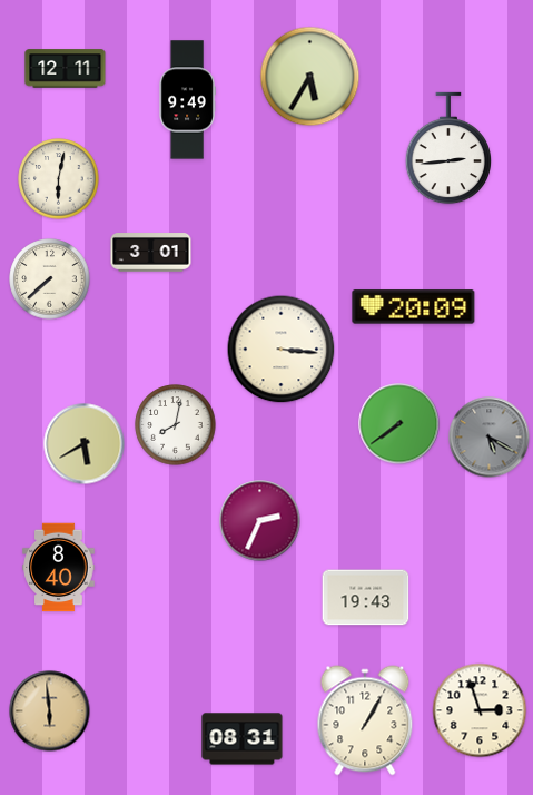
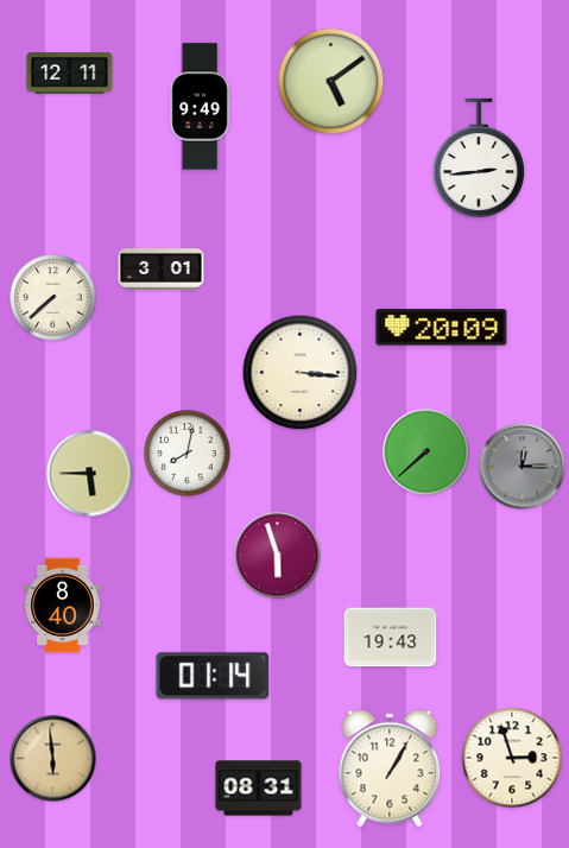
clock at (310, 77): 5:35 -> 5:09
clock at (59, 179): 6:02 -> none
clock at (399, 424): 7:39 -> 7:38
clock at (490, 438): 5:20 -> 12:15
clock at (85, 444): 5:40 -> 5:45
clock at (260, 521): 2:34 -> 5:57
clock at (213, 676): none -> 01:14
